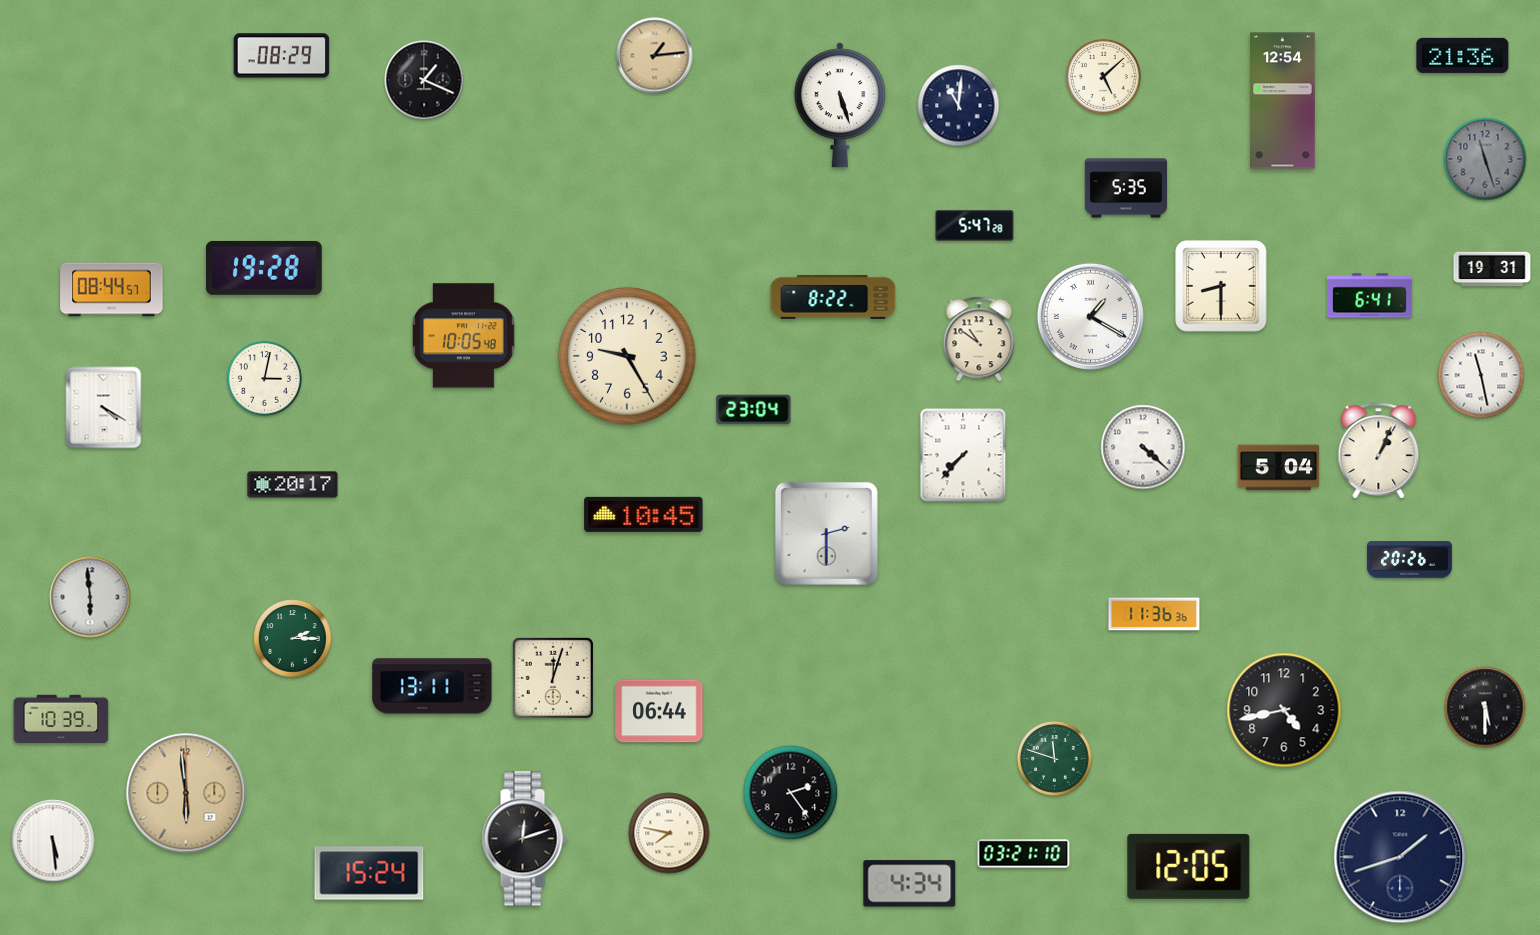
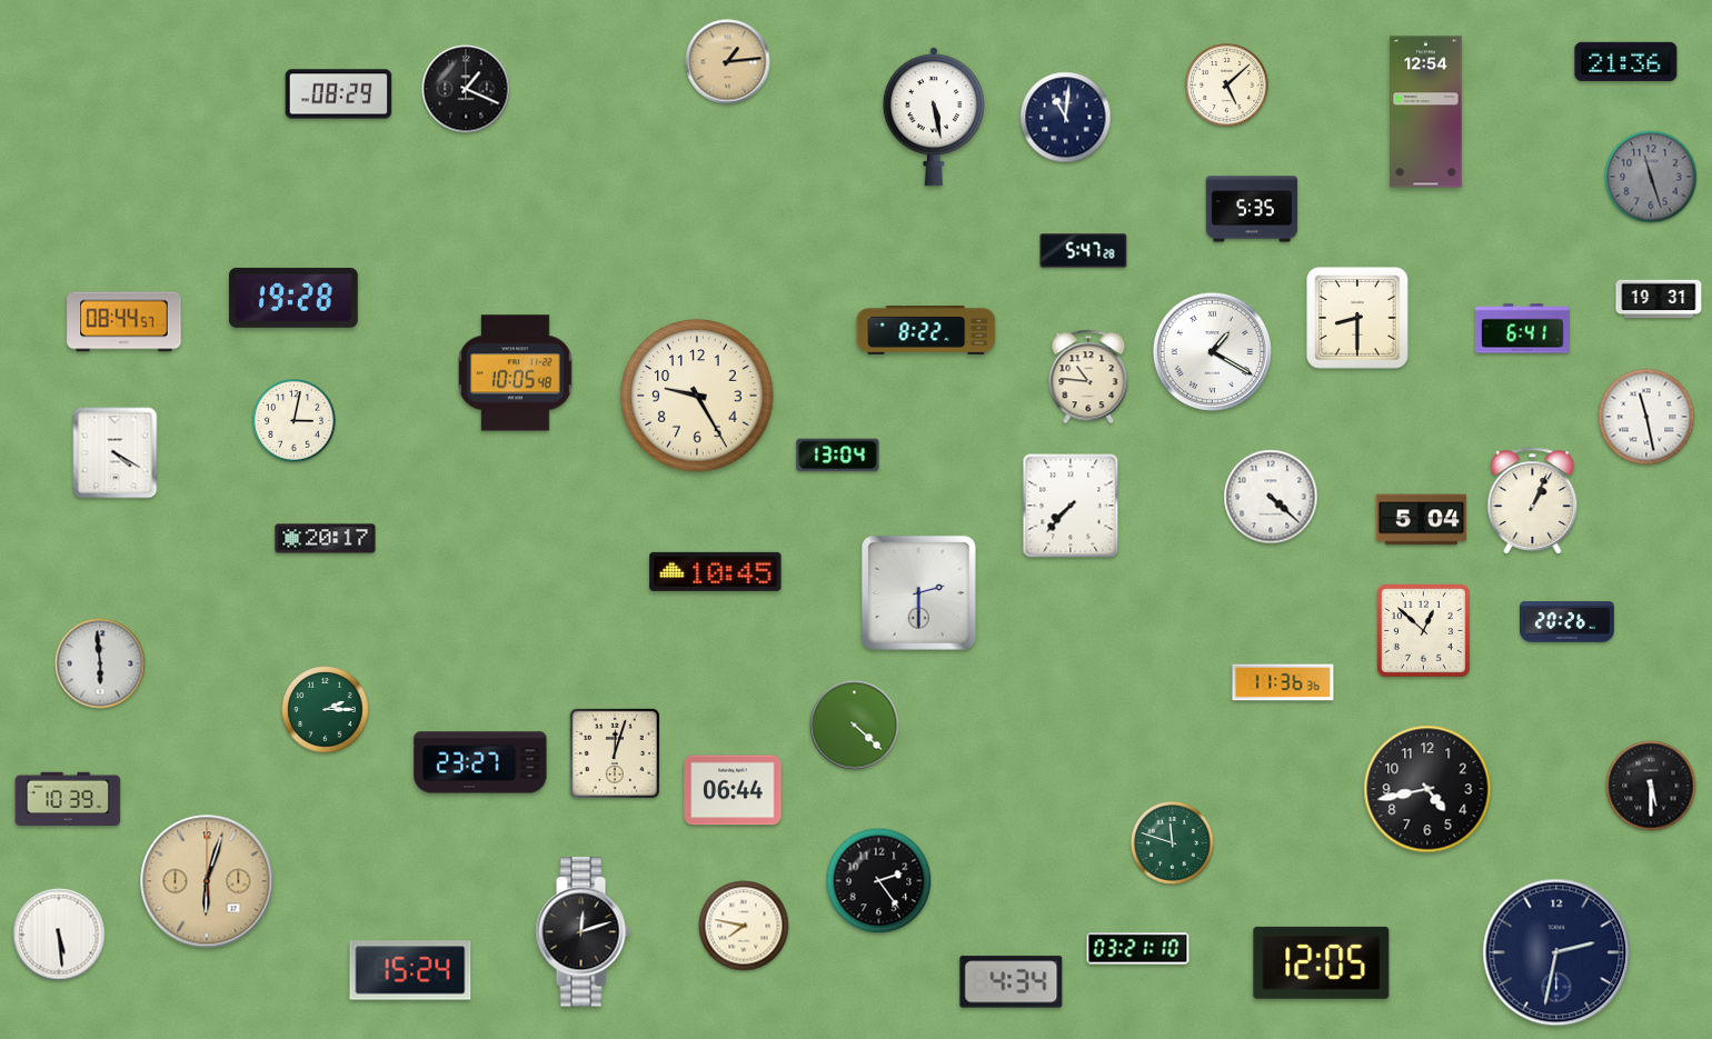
clock at (282, 56) position: (282, 56) -> (339, 94)
clock at (424, 80) position: (424, 80) -> (466, 89)
clock at (840, 105): 5:27 -> 5:28
clock at (979, 339): 10:51 -> 10:46
clock at (754, 410): 23:04 -> 13:04
clock at (1423, 630): none -> 12:52
clock at (855, 726): none -> 4:22
clock at (432, 686): 13:11 -> 23:27
clock at (186, 793): 5:59 -> 6:03
clock at (1400, 857): 1:42 -> 2:32
